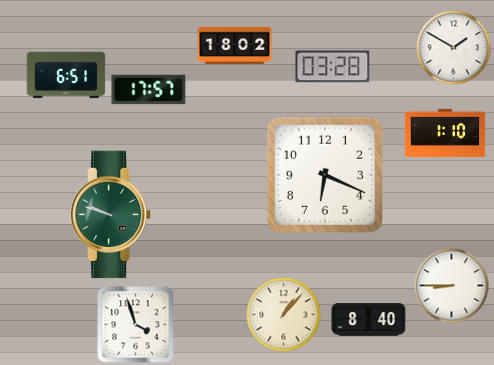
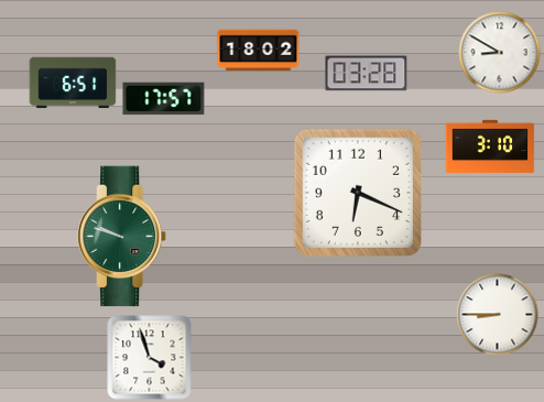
clock at (454, 48): 1:50 -> 8:50
clock at (445, 133): 1:10 -> 3:10
clock at (284, 315): 1:07 -> none
clock at (369, 320): 8:40 -> none
